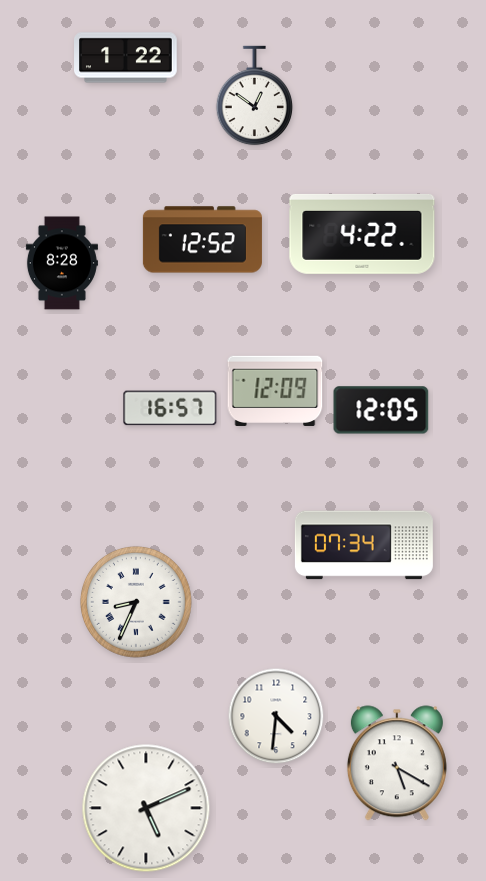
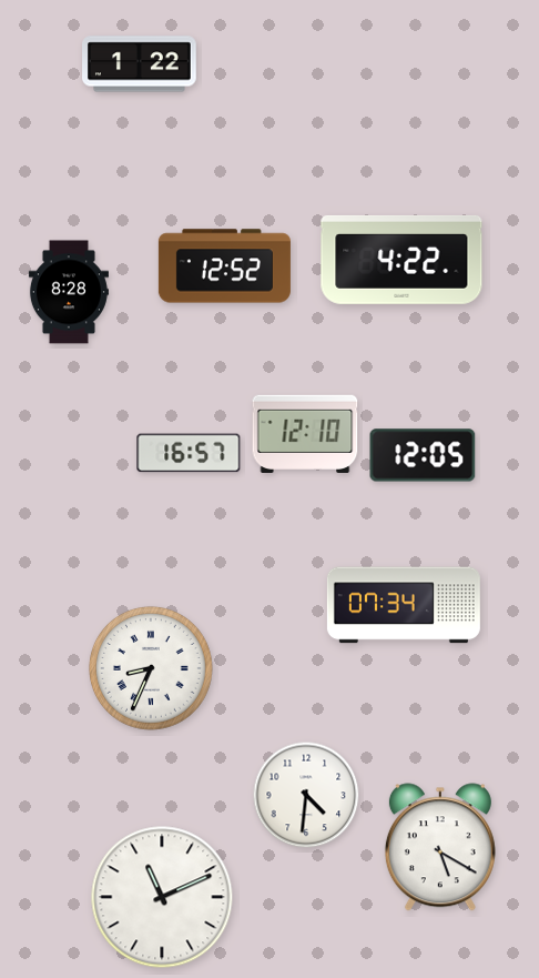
clock at (255, 96): 12:51 -> none
clock at (275, 390): 12:09 -> 12:10
clock at (146, 808): 5:11 -> 11:11
